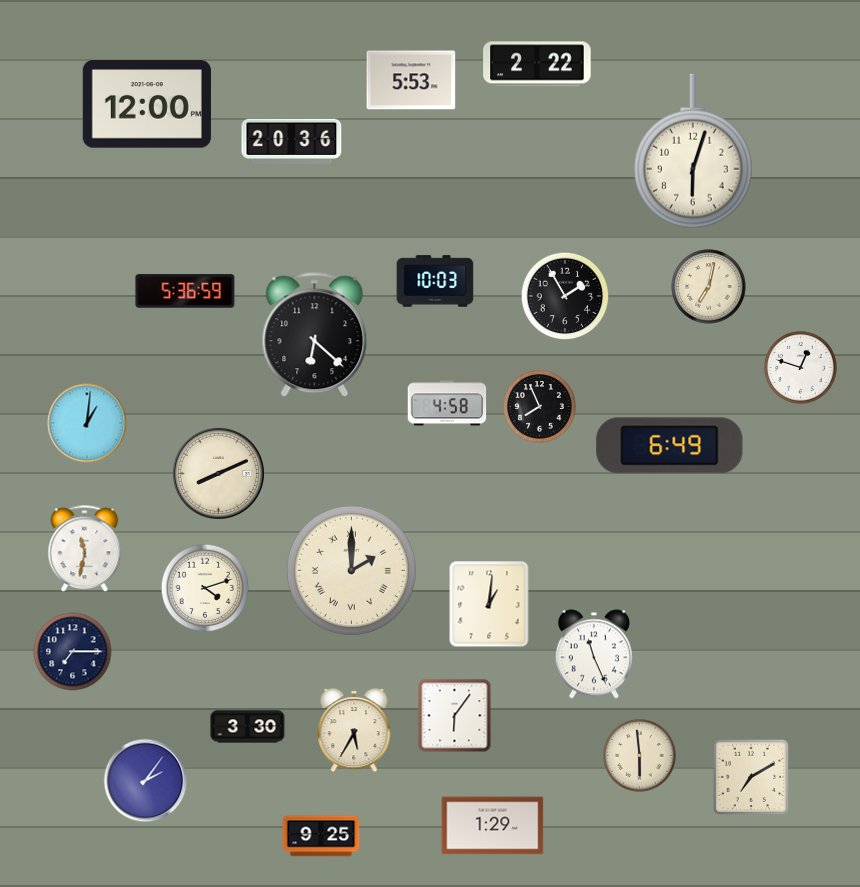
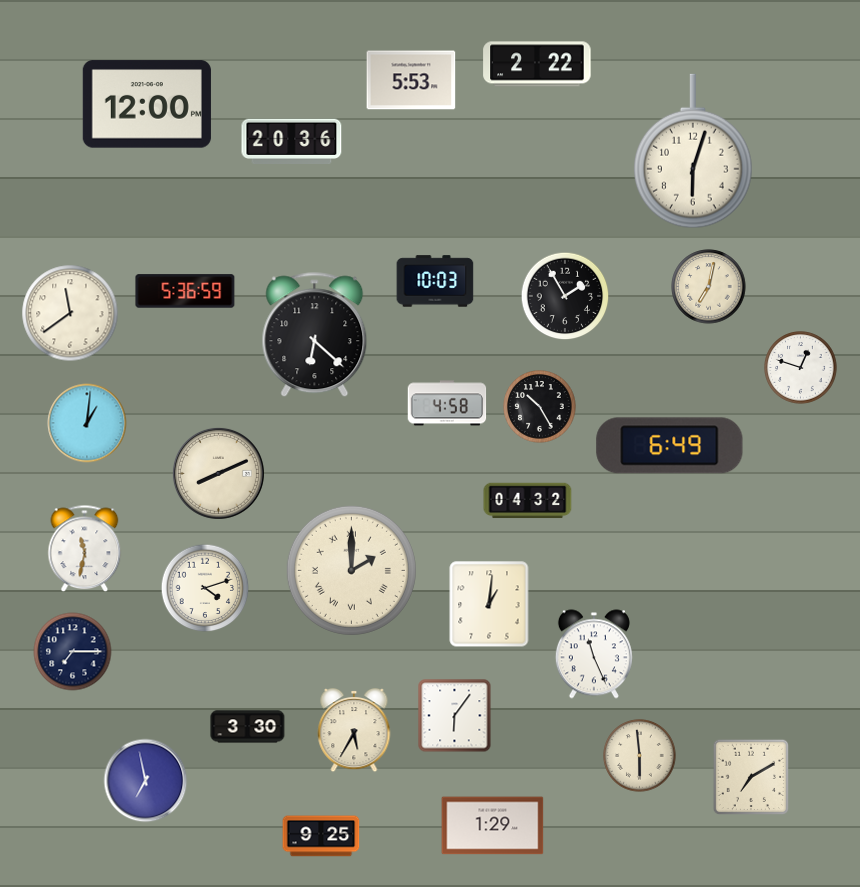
clock at (70, 313): none -> 11:39
clock at (540, 407): 7:56 -> 10:25
clock at (528, 501): none -> 04:32
clock at (146, 781): 2:06 -> 6:58
